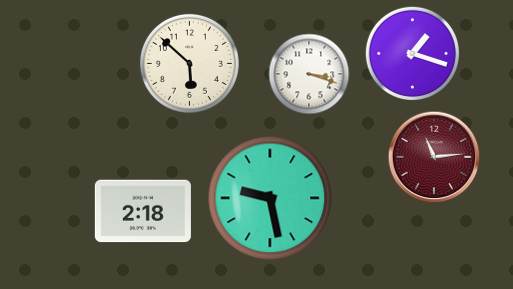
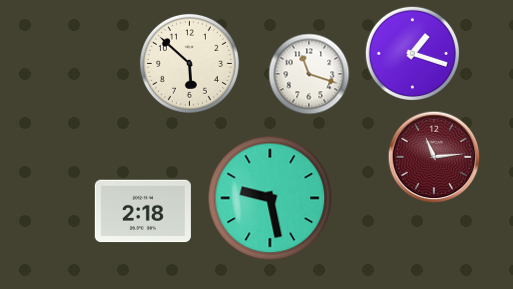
clock at (309, 74): 3:18 -> 11:18
